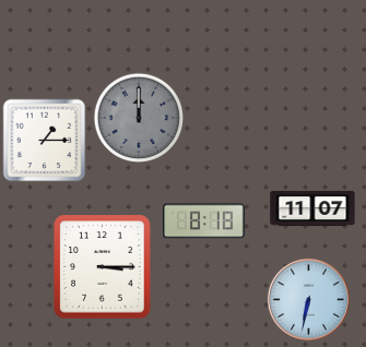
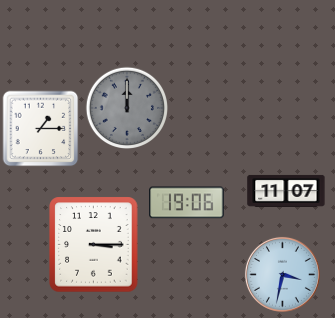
clock at (204, 222): 8:18 -> 19:06
clock at (308, 299): 6:32 -> 3:32
